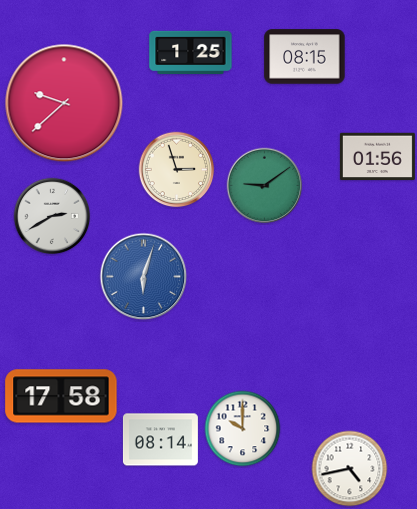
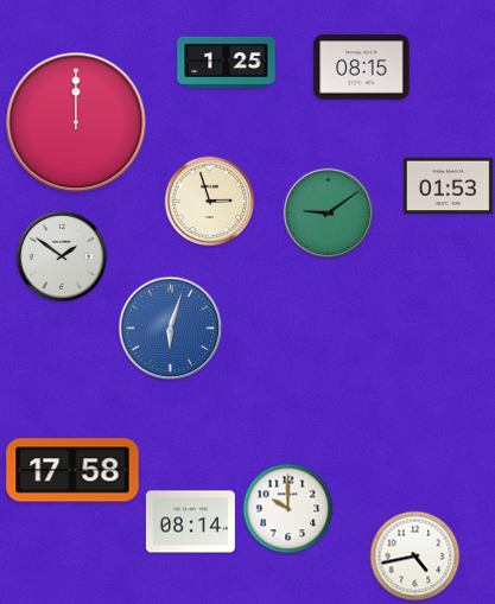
clock at (64, 103): 9:38 -> 12:00
clock at (377, 157): 01:56 -> 01:53
clock at (265, 186) position: (265, 186) -> (329, 214)
clock at (52, 216): 2:40 -> 1:51
